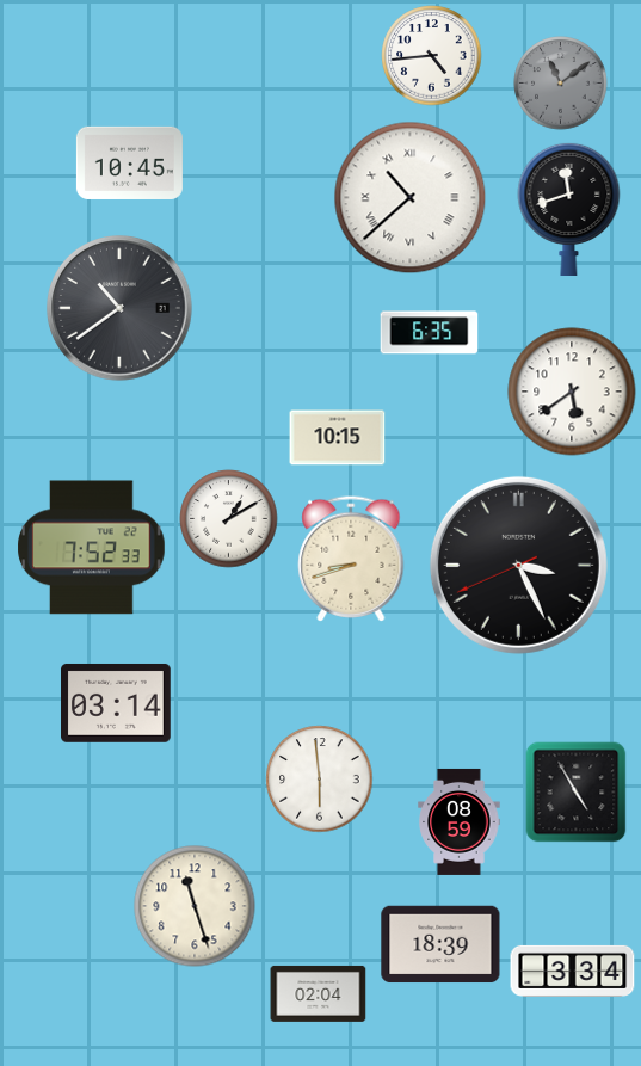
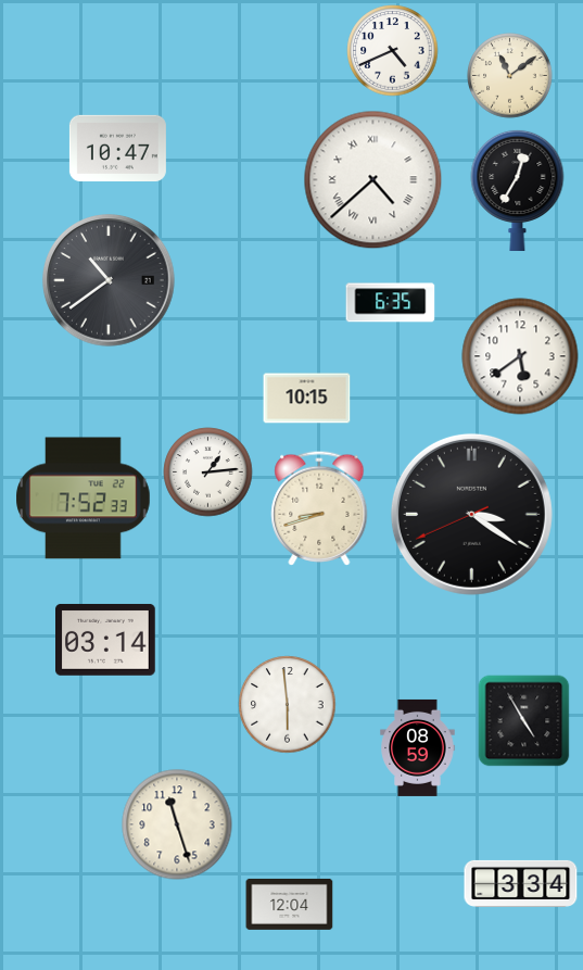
clock at (432, 56): 4:44 -> 4:41
clock at (561, 84) dial: grey -> cream
clock at (129, 162): 10:45 -> 10:47
clock at (411, 198): 10:38 -> 4:38
clock at (569, 208): 11:42 -> 12:35
clock at (229, 519): 1:10 -> 1:14
clock at (518, 565): 3:25 -> 3:20
clock at (320, 780) position: (320, 780) -> (288, 705)
clock at (440, 944): 18:39 -> none
clock at (319, 993): 02:04 -> 12:04
